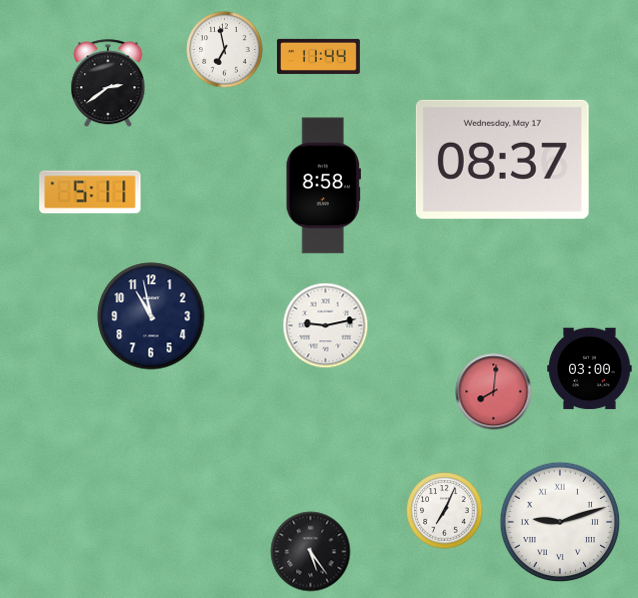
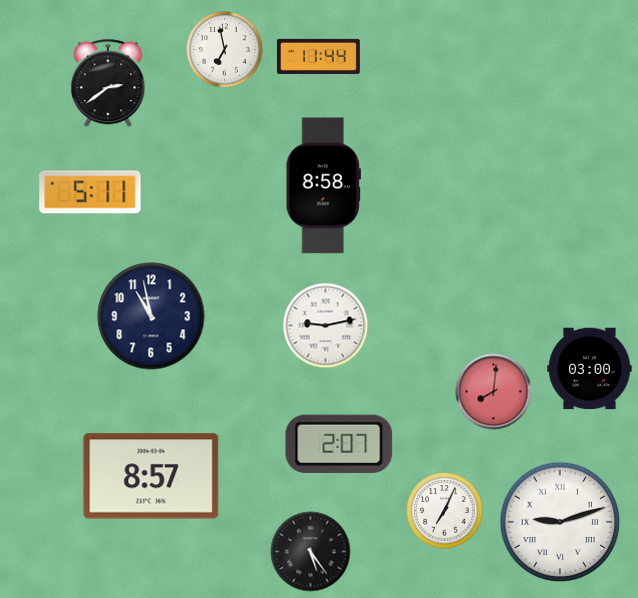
clock at (502, 159): 08:37 -> none
clock at (339, 444): none -> 2:07
clock at (151, 476): none -> 8:57
